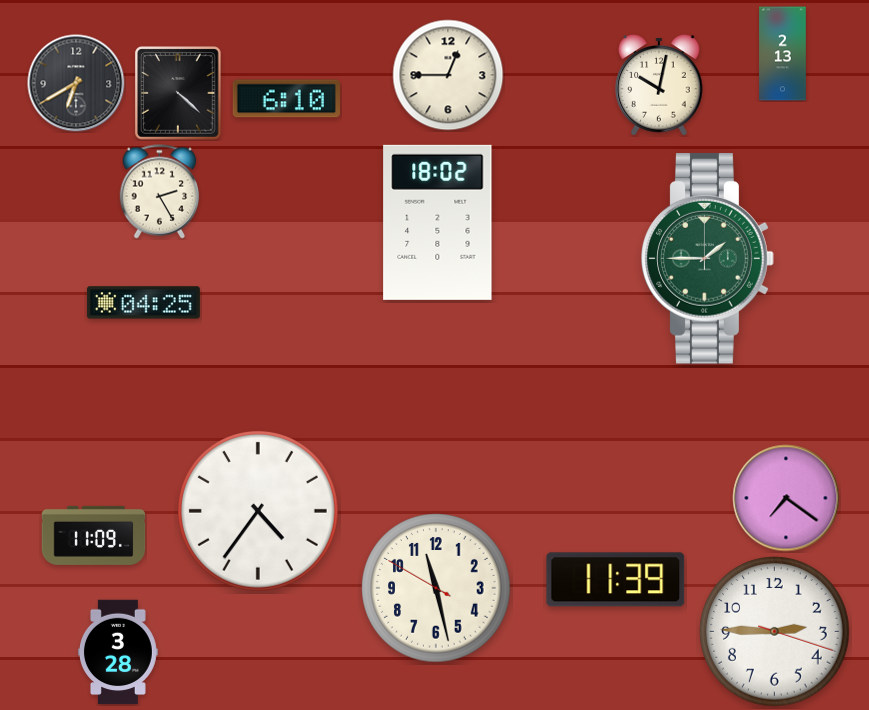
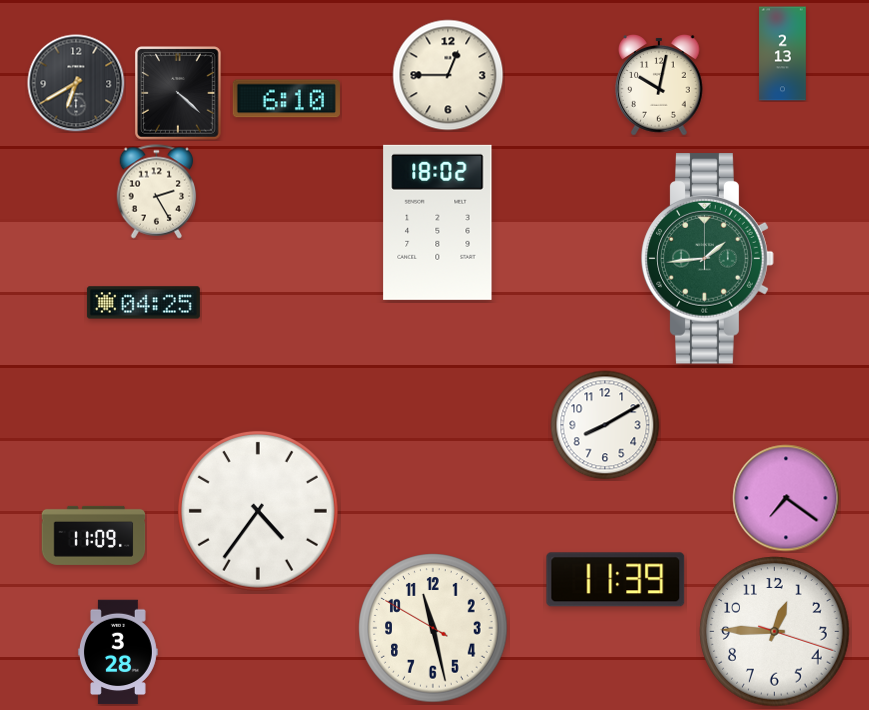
clock at (160, 192) position: (160, 192) -> (157, 192)
clock at (708, 259): 1:45 -> 1:44
clock at (605, 425): none -> 8:10
clock at (436, 588) position: (436, 588) -> (433, 628)
clock at (775, 632): 2:45 -> 12:45
